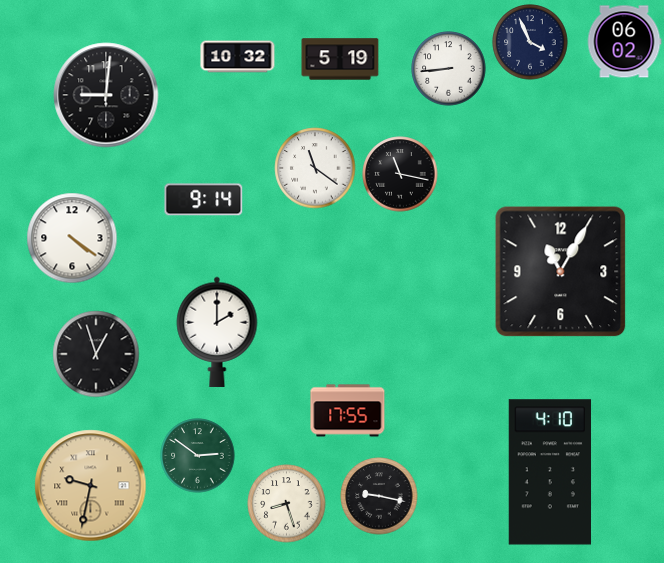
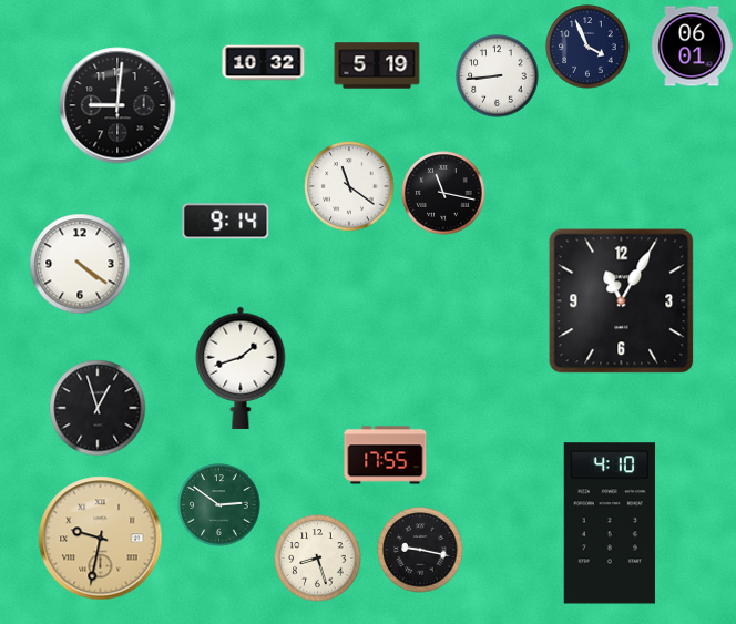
clock at (624, 42): 06:02 -> 06:01
clock at (217, 332): 2:00 -> 1:42
clock at (96, 354) position: (96, 354) -> (98, 408)
